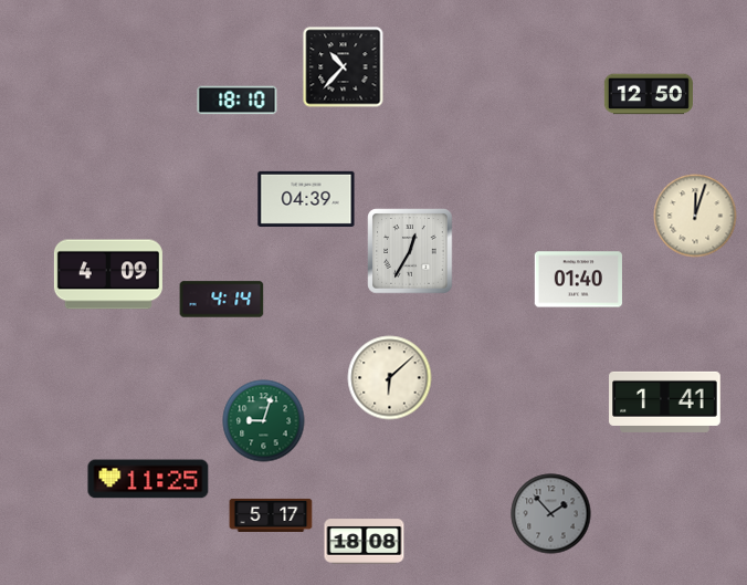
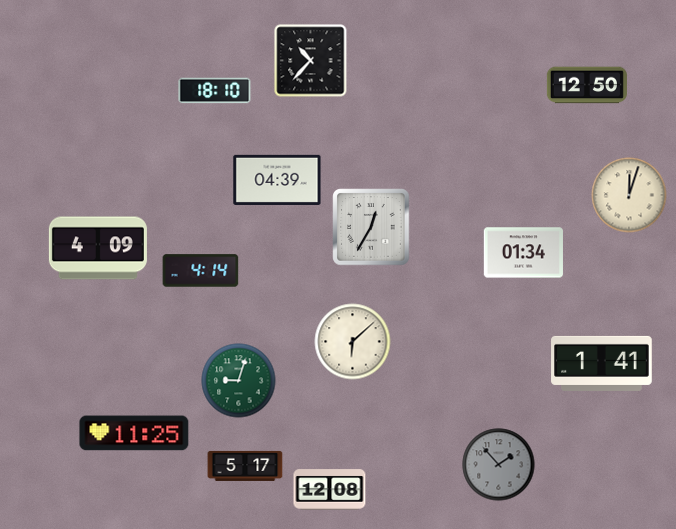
clock at (578, 280): 01:40 -> 01:34
clock at (365, 542): 18:08 -> 12:08
